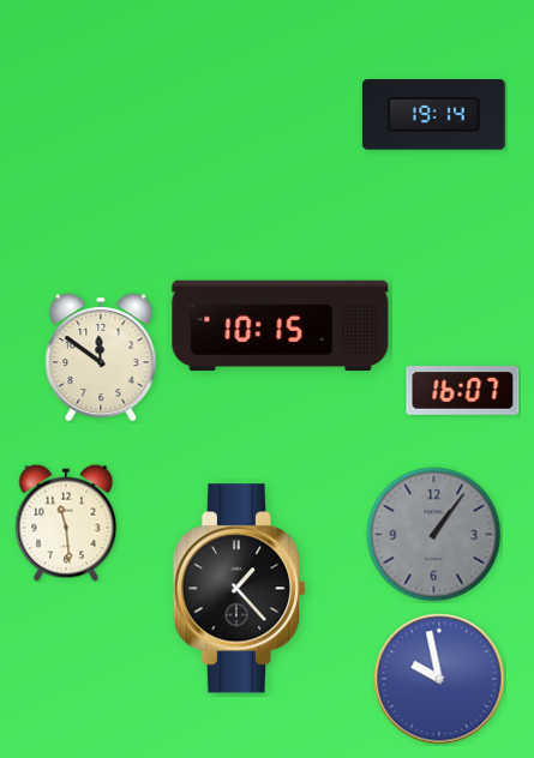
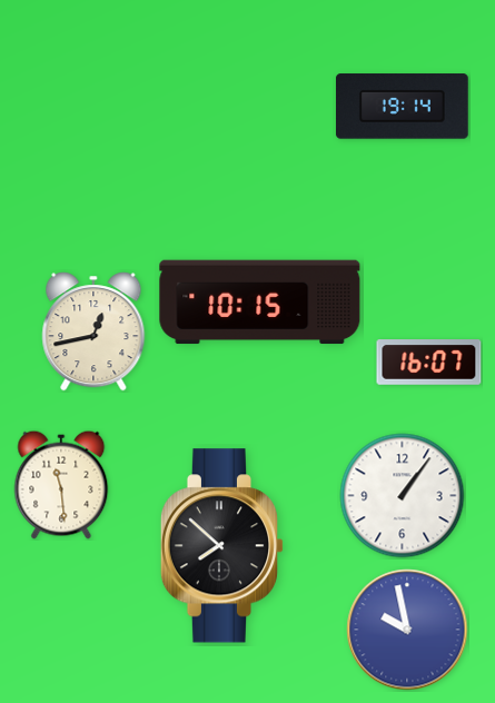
clock at (101, 357): 11:51 -> 12:43
clock at (434, 535) dial: grey -> white
clock at (240, 589): 1:23 -> 7:52
